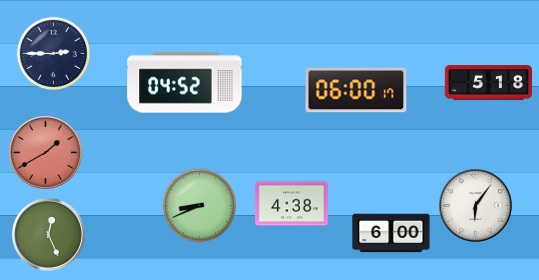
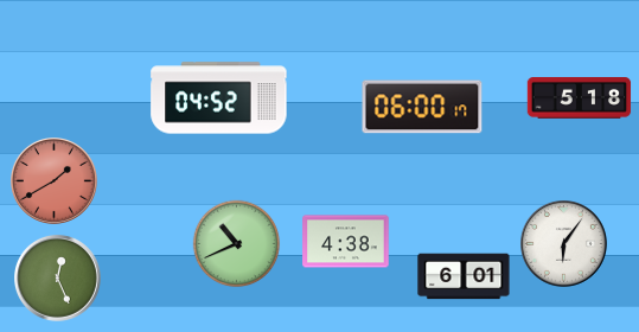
clock at (54, 54): 2:45 -> none
clock at (200, 206): 8:41 -> 10:41
clock at (391, 233): 6:00 -> 6:01
